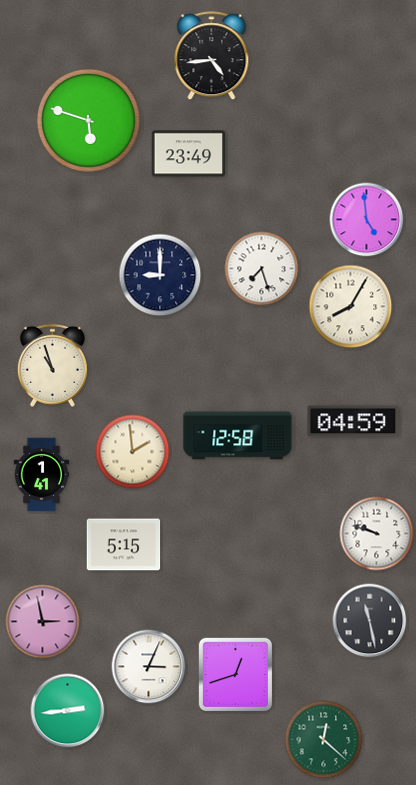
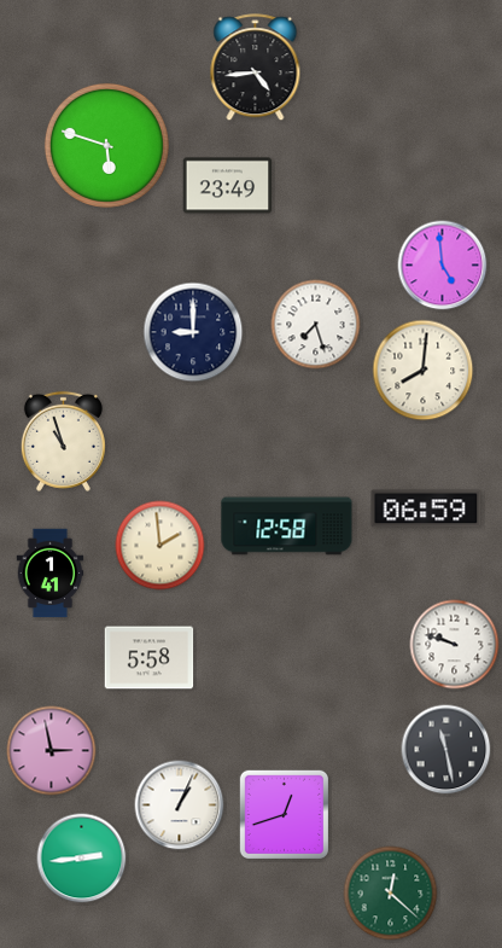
clock at (351, 307): 8:05 -> 8:01
clock at (353, 421): 04:59 -> 06:59
clock at (124, 545): 5:15 -> 5:58
clock at (149, 667): 3:04 -> 1:04
